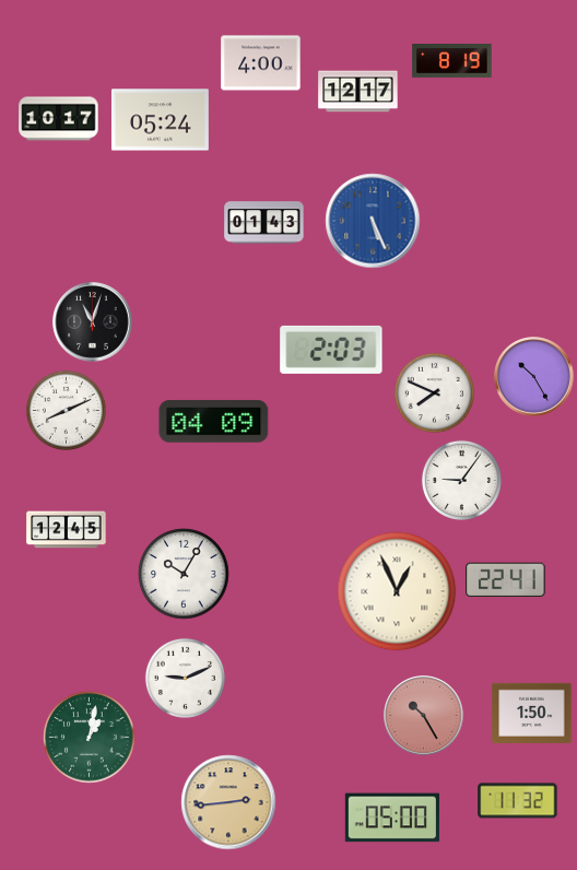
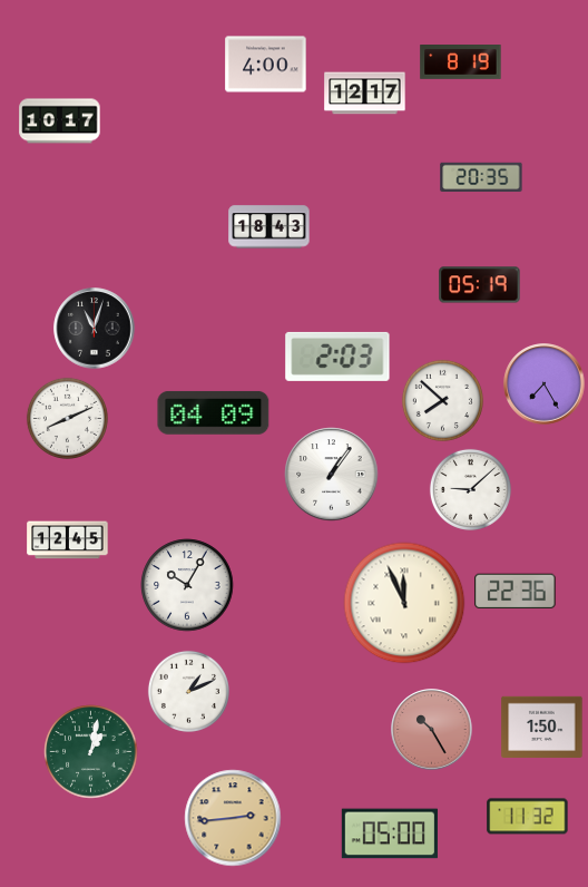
clock at (160, 120): 05:24 -> none
clock at (481, 177): none -> 20:35
clock at (373, 221): 5:26 -> none
clock at (264, 223): 01:43 -> 18:43
clock at (480, 285): none -> 05:19
clock at (534, 377): 10:25 -> 7:25
clock at (434, 392): 7:49 -> 7:52
clock at (214, 421) position: (214, 421) -> (214, 412)
clock at (332, 475): none -> 1:06
clock at (461, 480): 9:06 -> 9:08
clock at (506, 580): 22:41 -> 22:36
clock at (397, 591): 12:56 -> 11:56
clock at (185, 678): 9:11 -> 1:11
clock at (392, 818) position: (392, 818) -> (390, 834)
